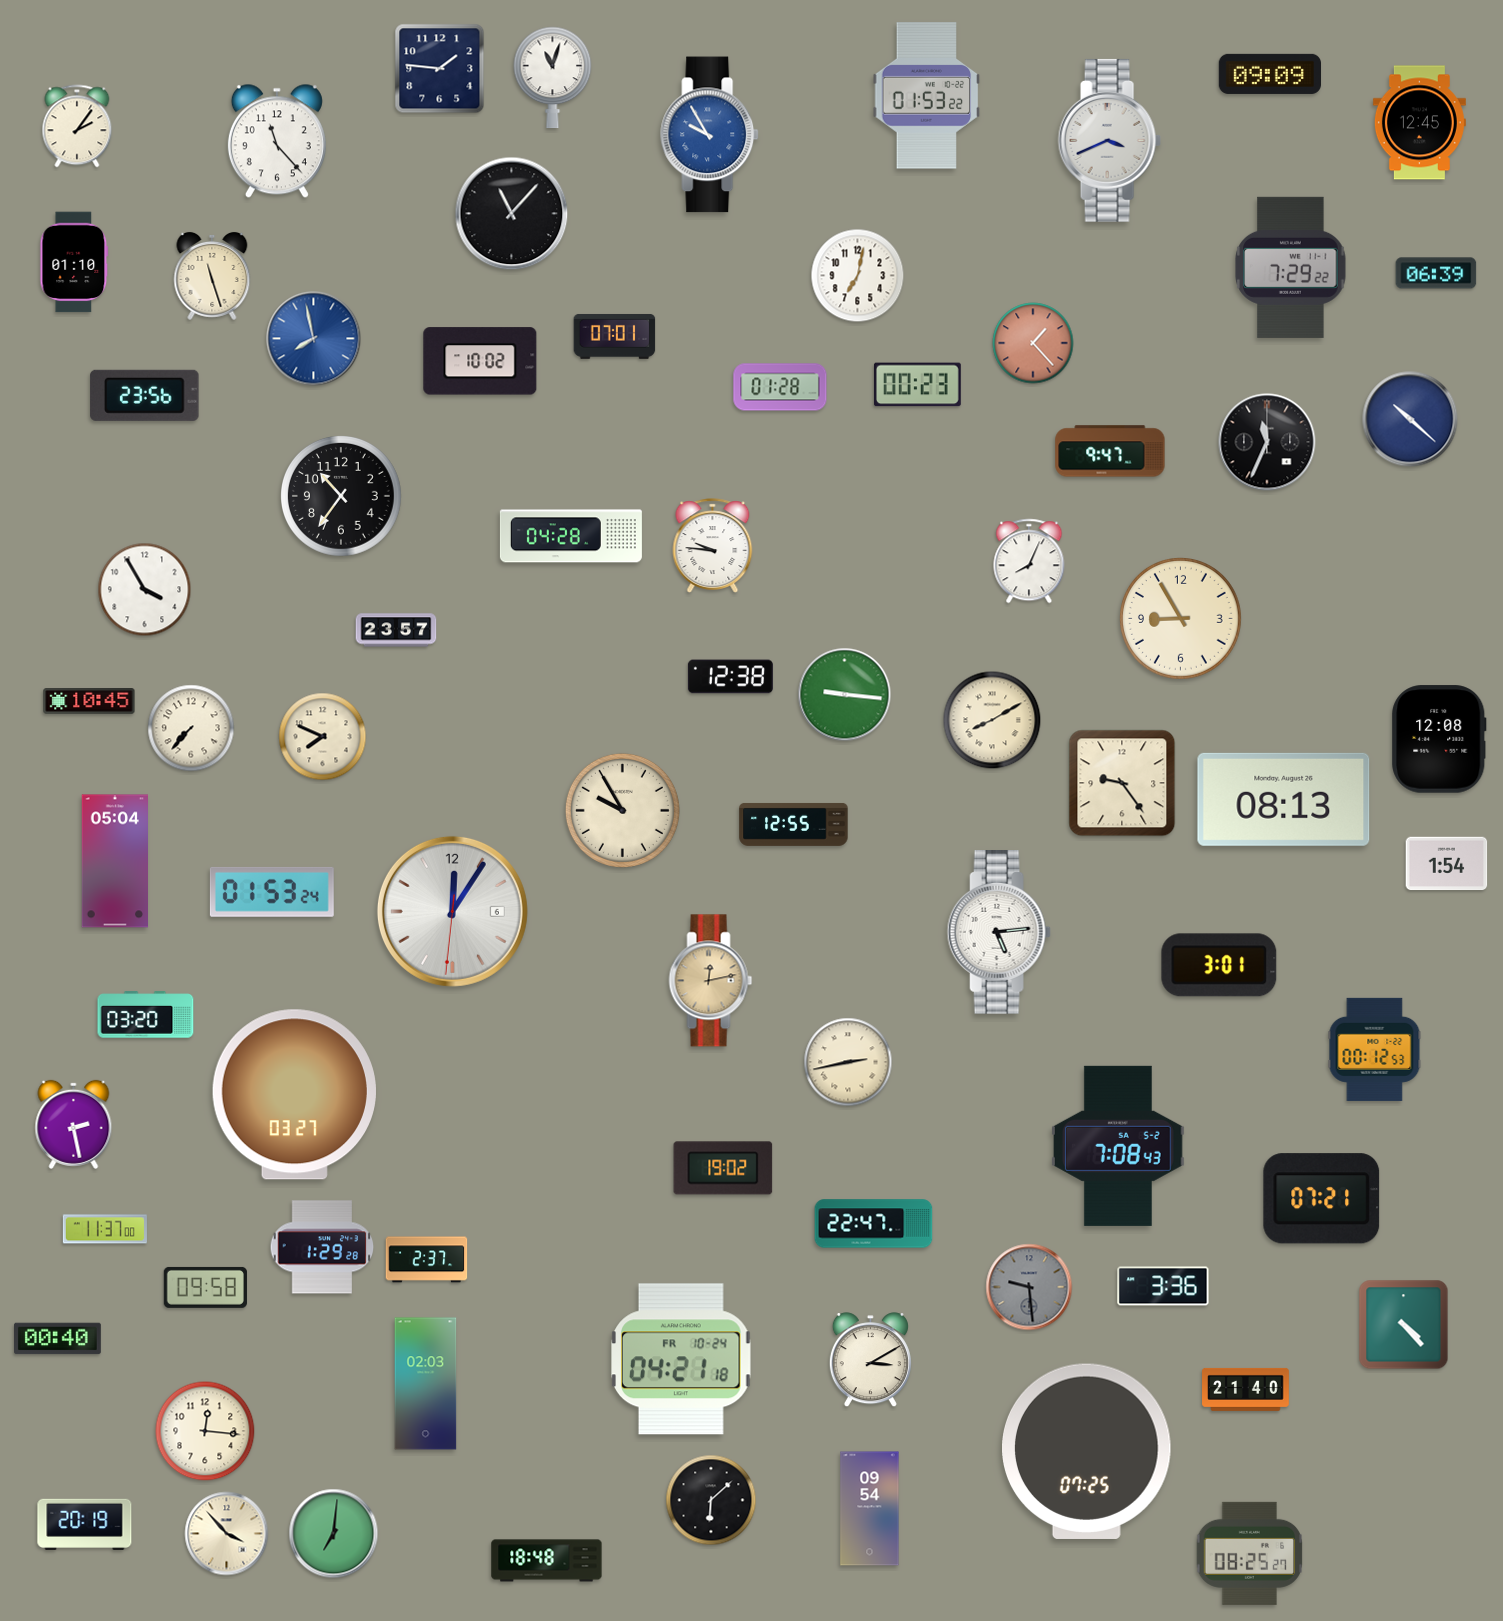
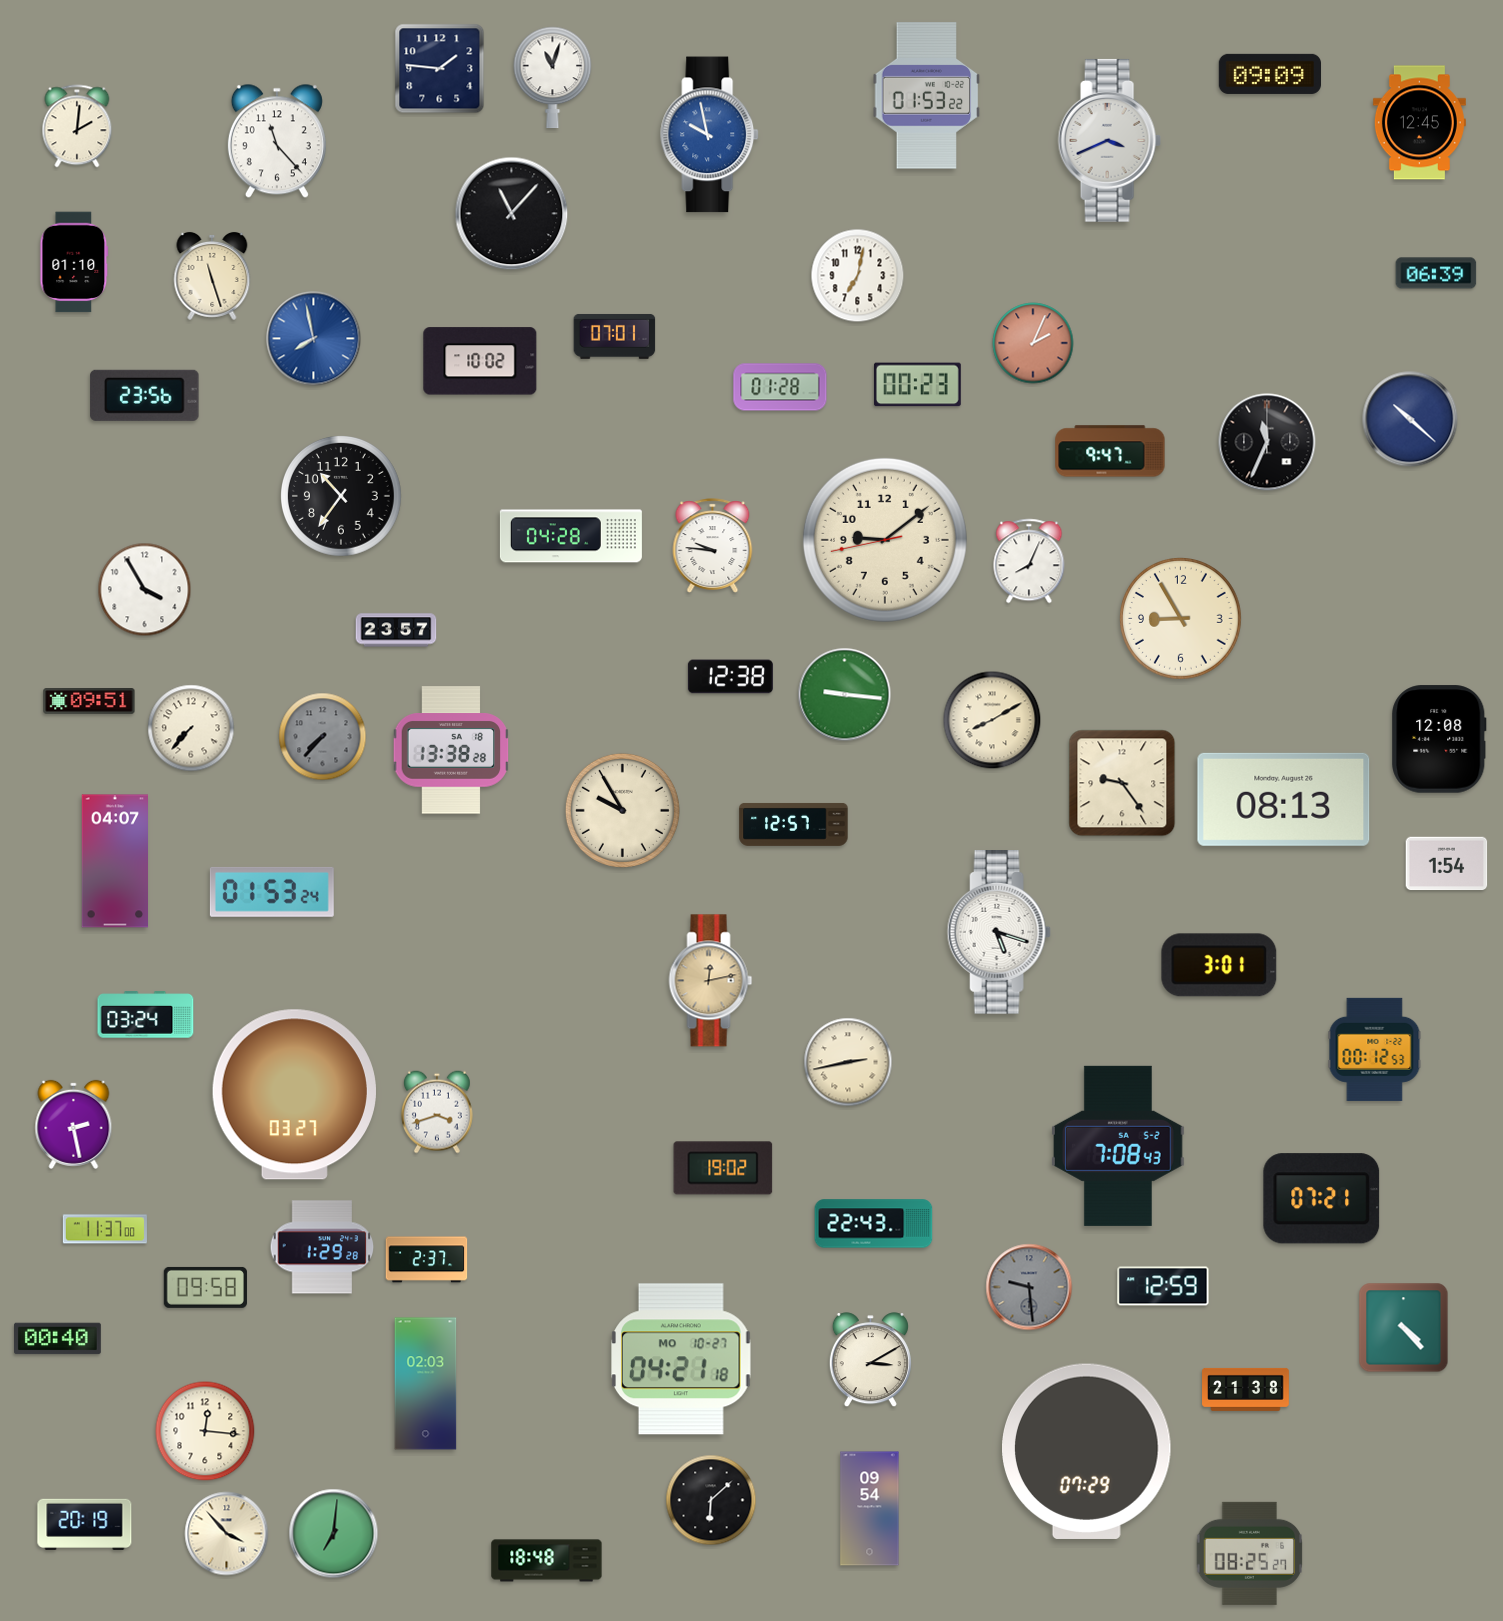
clock at (77, 126): 2:06 -> 2:01
clock at (710, 135): 9:55 -> 9:58
clock at (1291, 267): 7:29 -> none
clock at (1033, 343): 1:23 -> 2:04
clock at (885, 540): none -> 9:08
clock at (89, 702): 10:45 -> 09:51
clock at (323, 737): 7:49 -> 7:37
clock at (323, 737) dial: cream -> grey
clock at (451, 750): none -> 13:38
clock at (794, 824): 12:55 -> 12:57
clock at (115, 861): 05:04 -> 04:07
clock at (452, 911): 12:05 -> none
clock at (999, 933): 5:14 -> 5:18
clock at (146, 1015): 03:20 -> 03:24
clock at (437, 1112): none -> 3:42
clock at (874, 1224): 22:47 -> 22:43
clock at (1163, 1286): 3:36 -> 12:59
clock at (1404, 1325) position: (1404, 1325) -> (1404, 1328)
clock at (682, 1359) date: FR 10-24 -> MO 10-27
clock at (1246, 1389): 21:40 -> 21:38
clock at (1087, 1451): 07:25 -> 07:29
